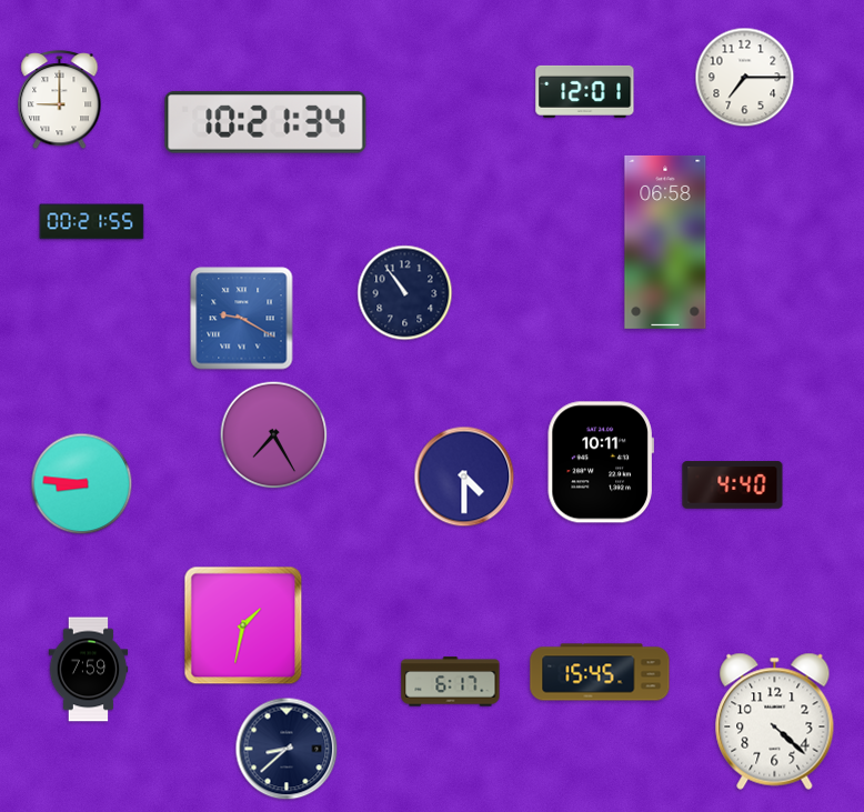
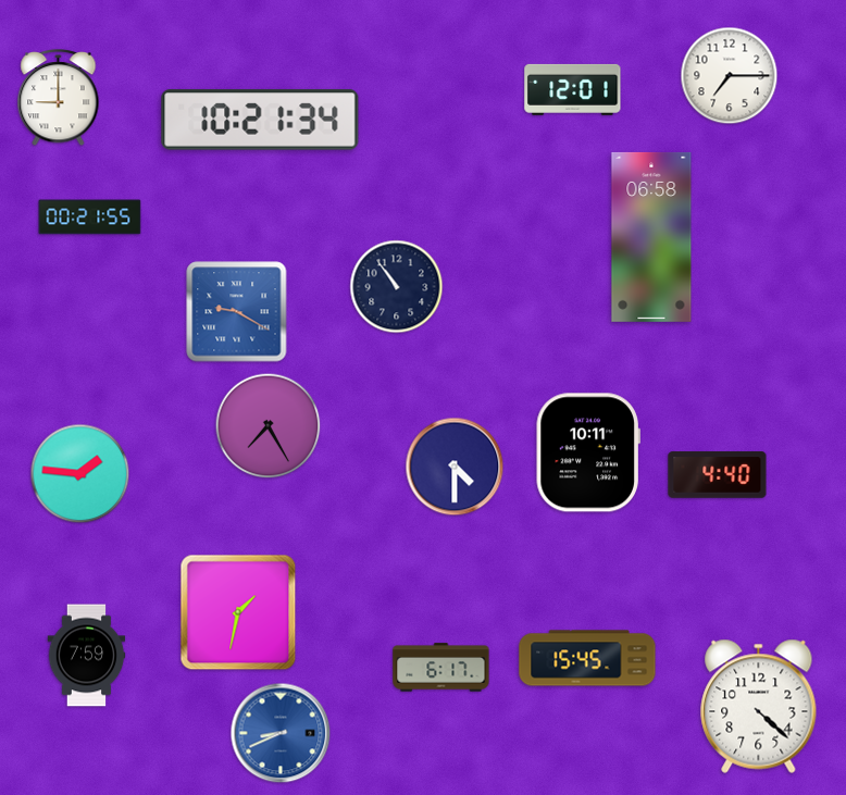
clock at (82, 484): 8:46 -> 1:46
clock at (287, 749): 8:38 -> 8:41
clock at (287, 749) dial: navy -> blue
